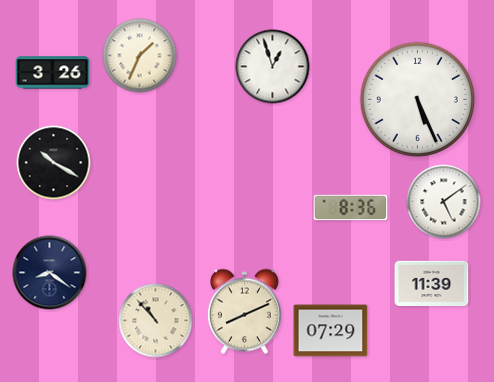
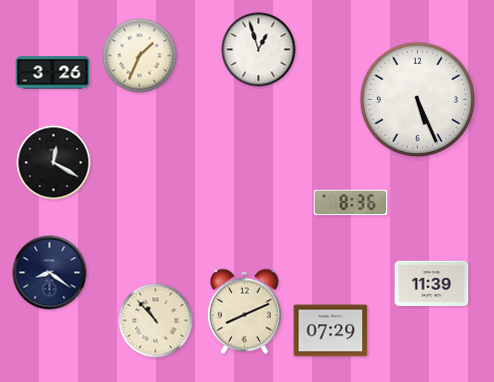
clock at (273, 67) position: (273, 67) -> (259, 50)
clock at (54, 163): 10:20 -> 12:20
clock at (444, 202): 5:09 -> none
clock at (351, 208) position: (351, 208) -> (351, 203)
